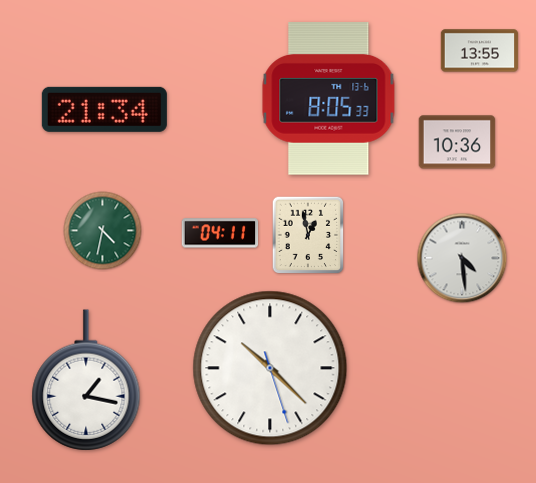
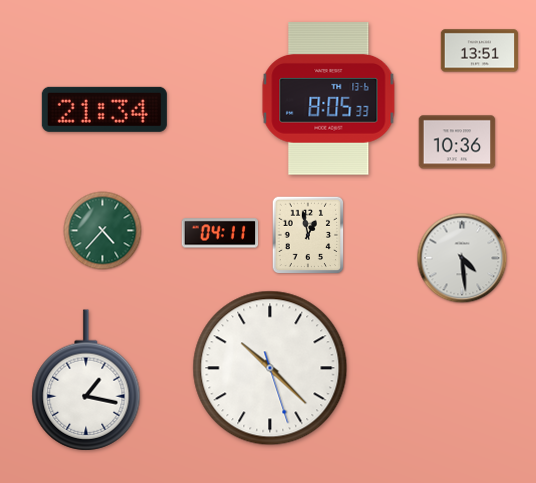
clock at (480, 51): 13:55 -> 13:51
clock at (103, 231): 4:32 -> 4:37
